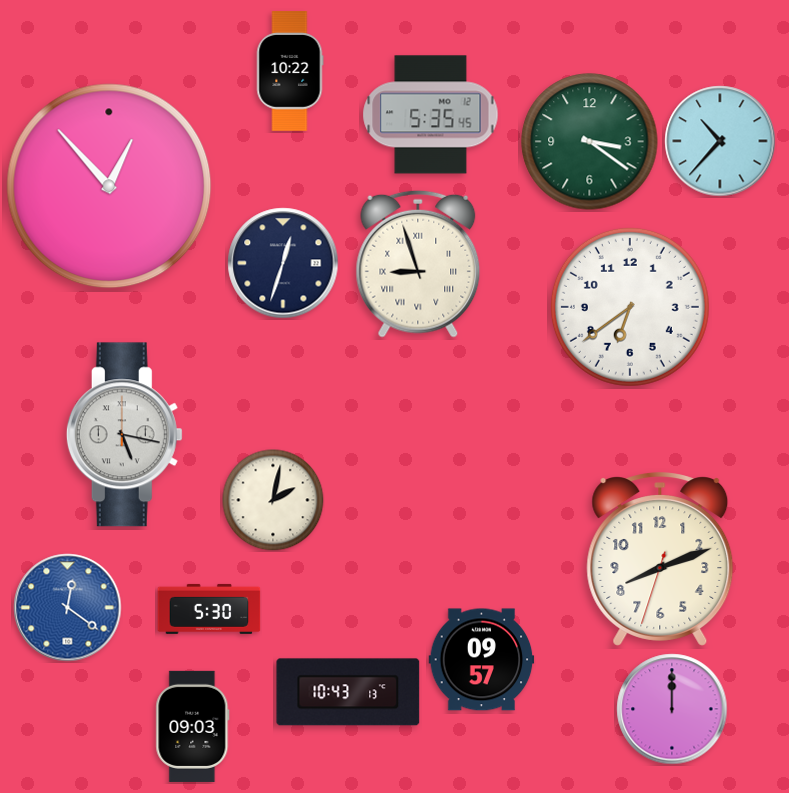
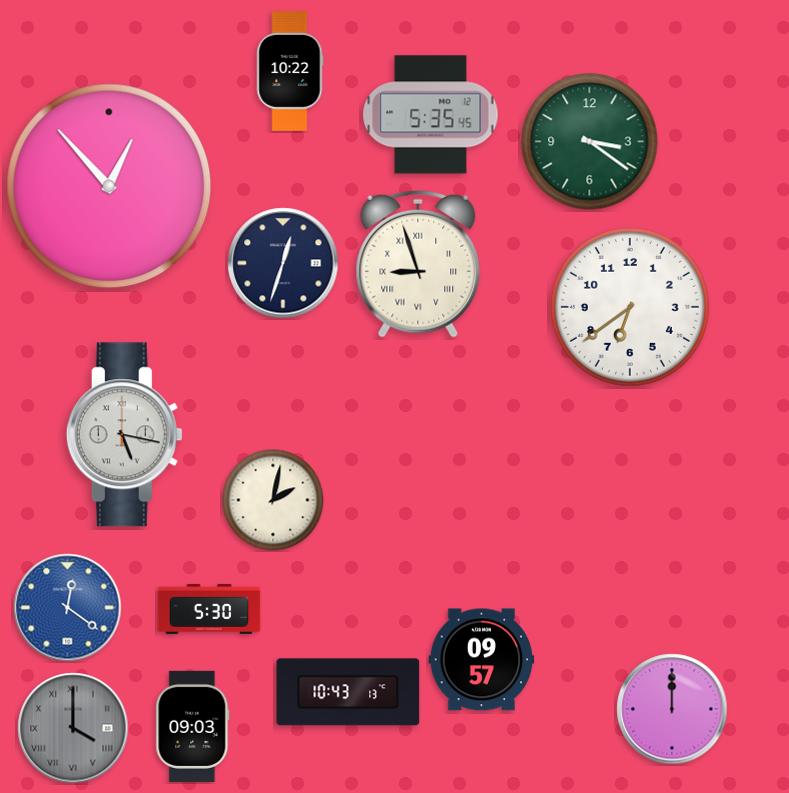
clock at (720, 141): 10:37 -> none
clock at (660, 559): 8:11 -> none
clock at (73, 728): none -> 4:00
